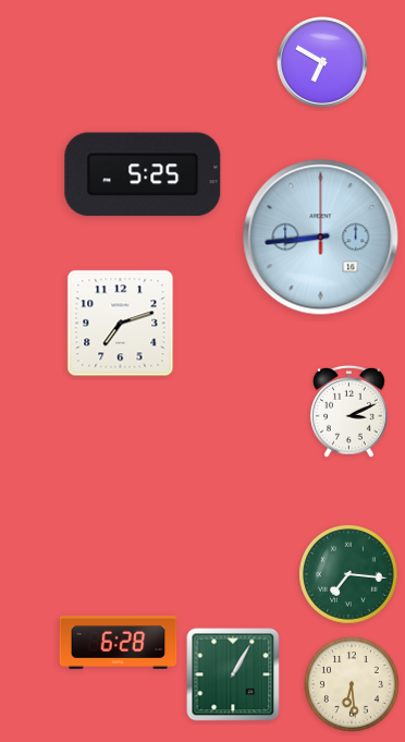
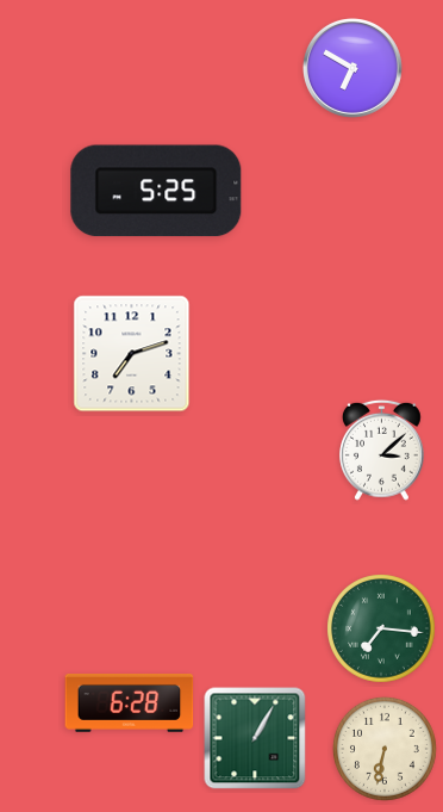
clock at (321, 238): 8:44 -> none
clock at (349, 411): 3:11 -> 3:08
clock at (352, 684): 6:29 -> 6:32
